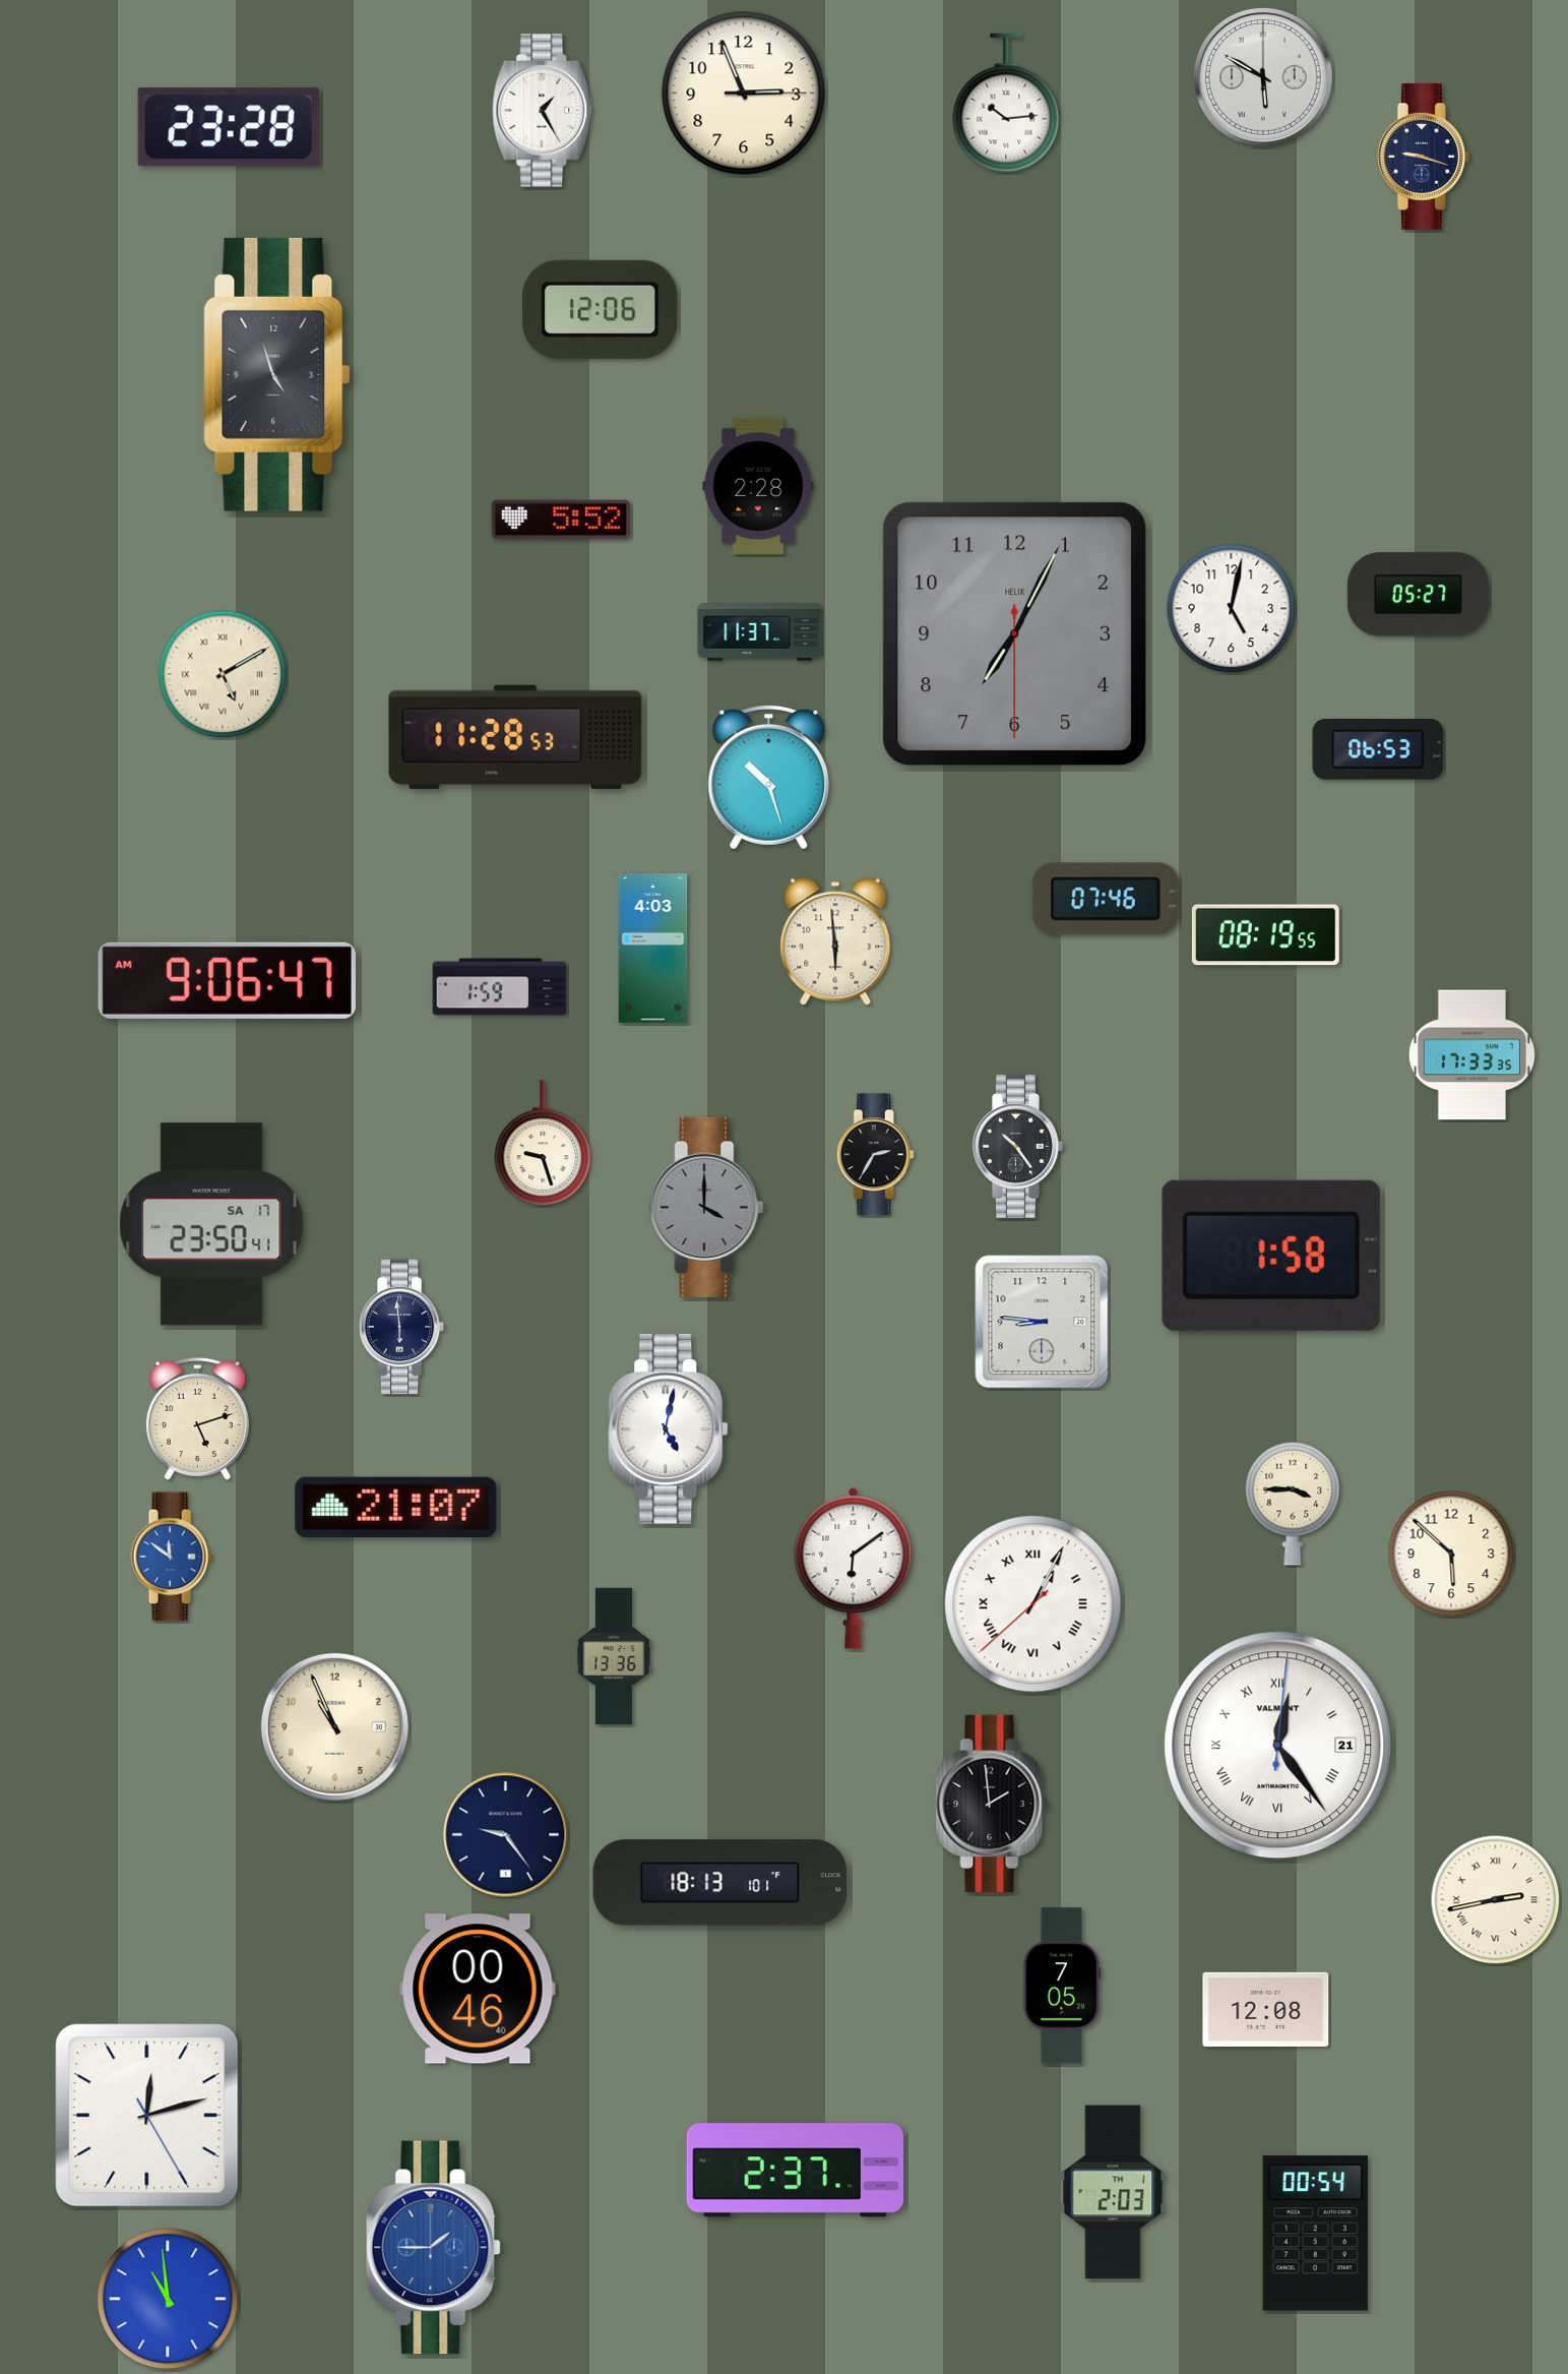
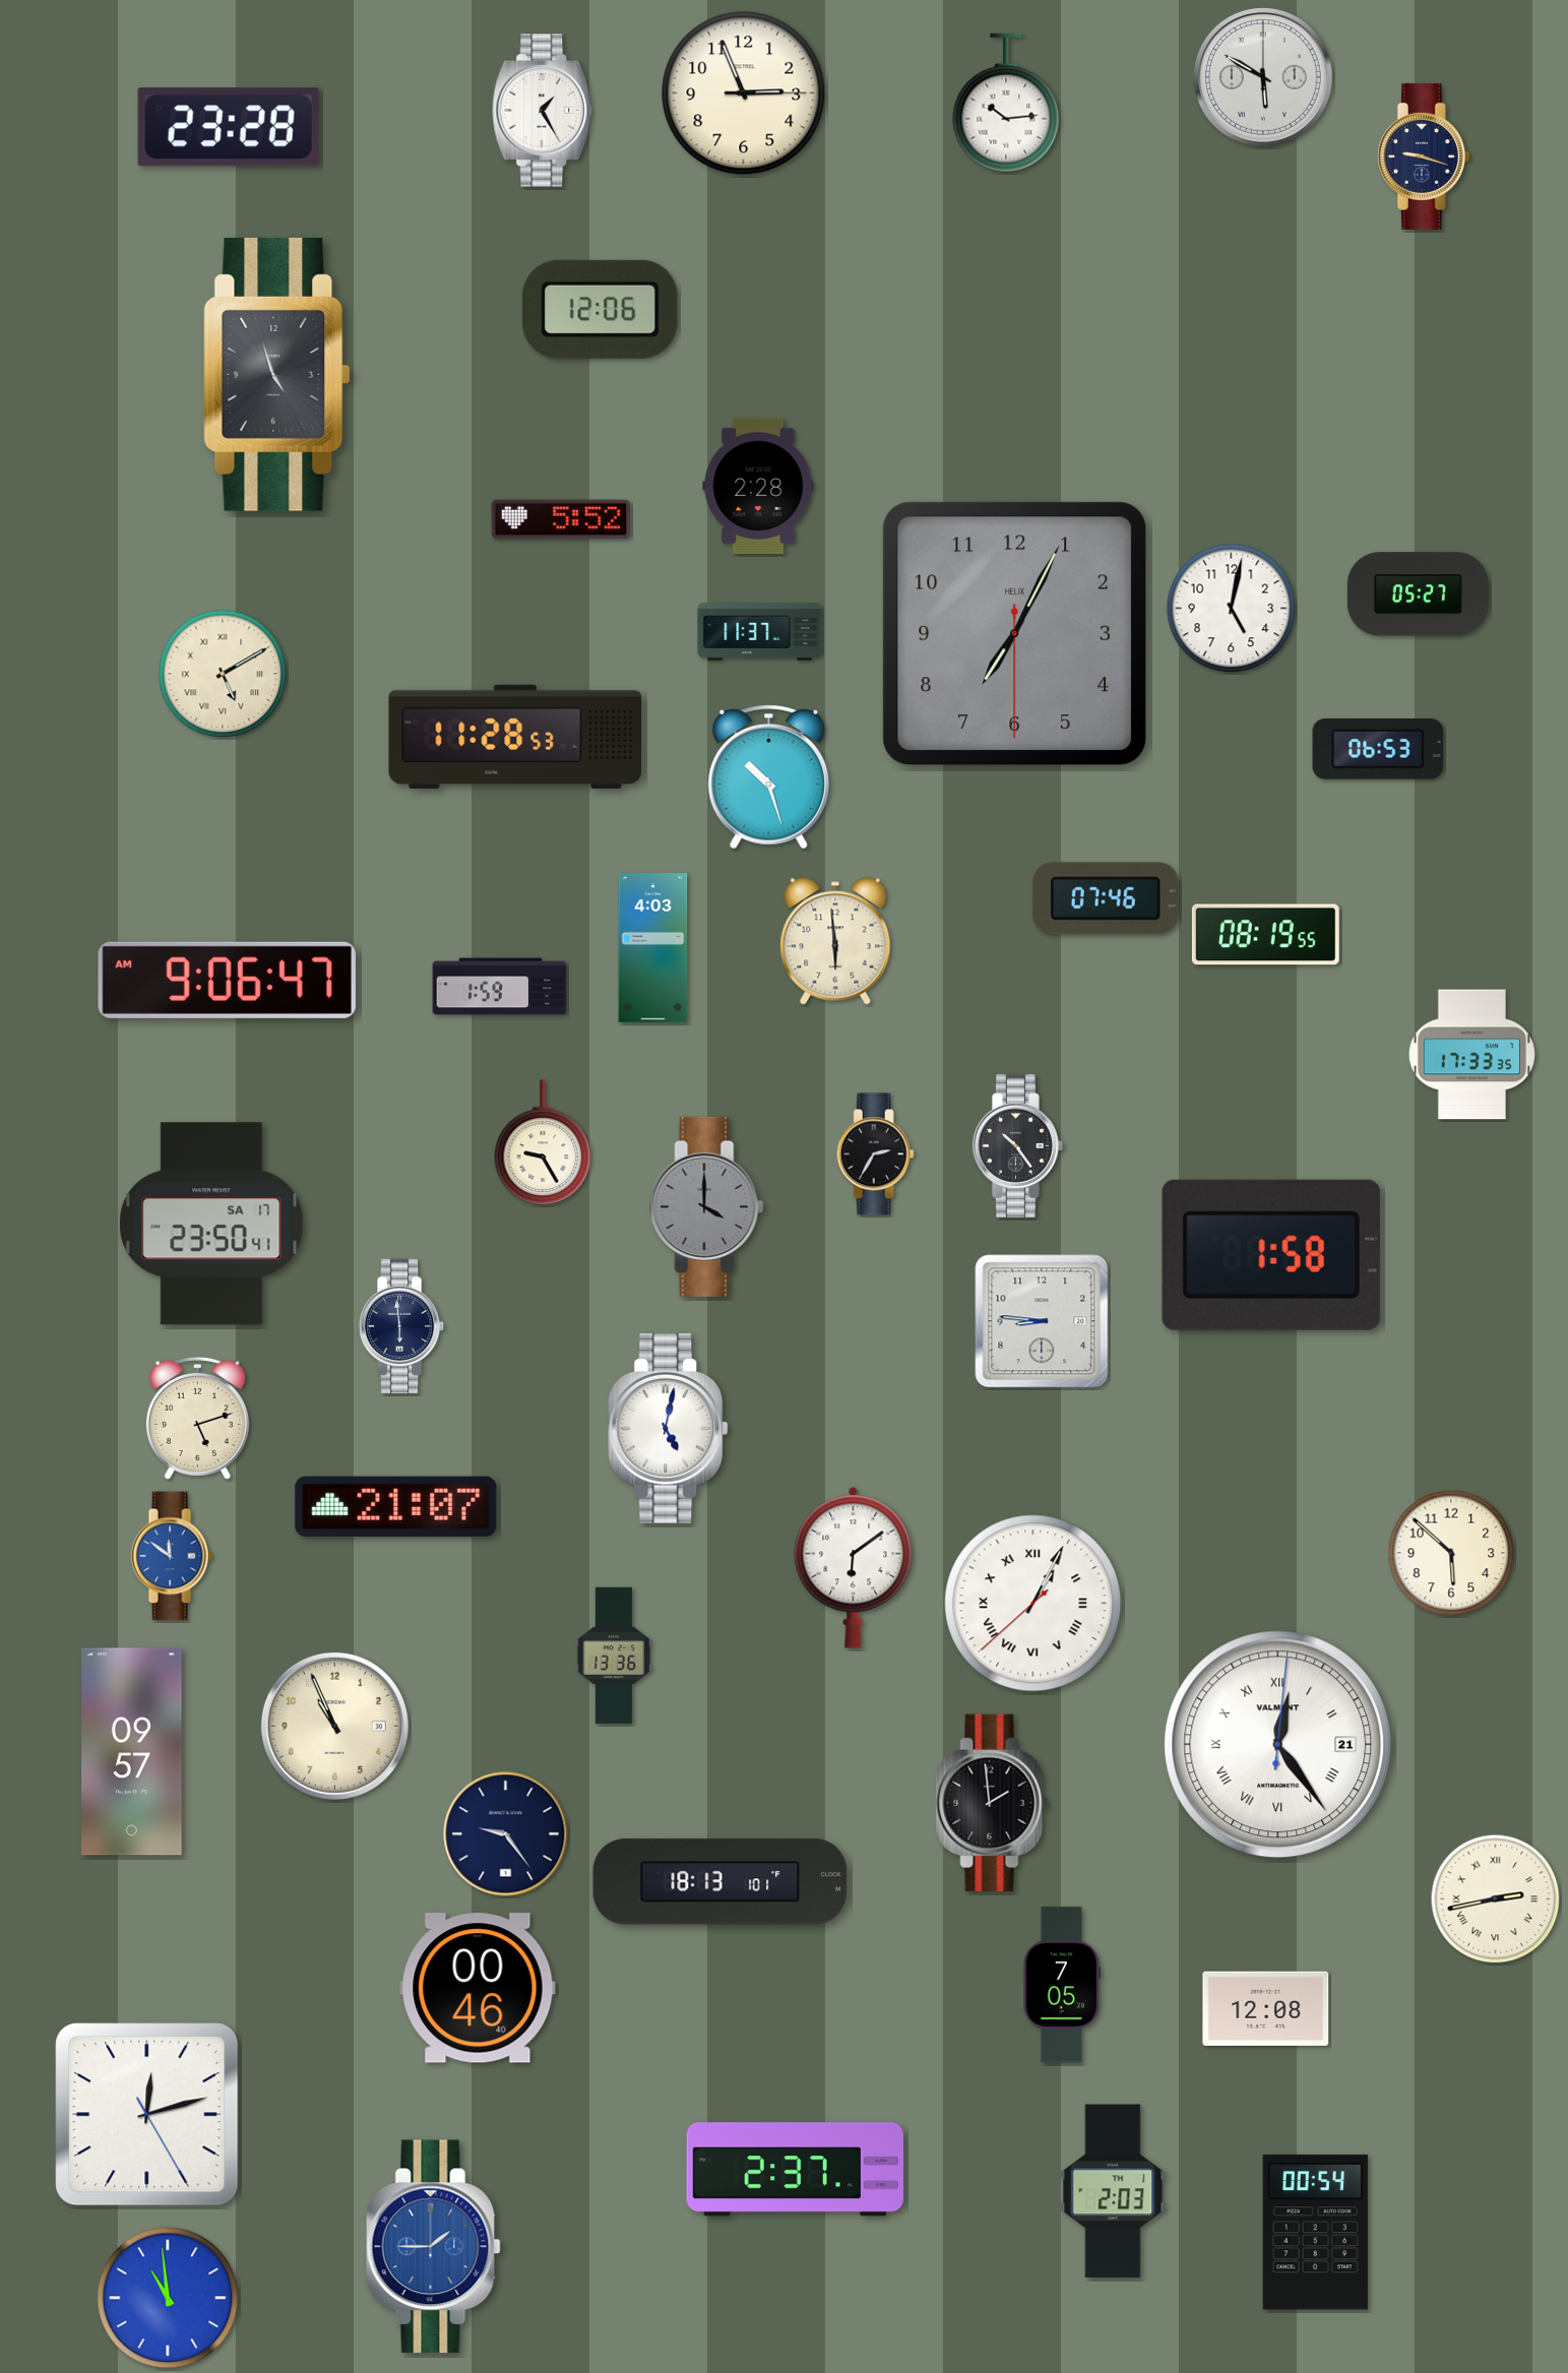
clock at (543, 1143): 9:27 -> 9:25
clock at (1293, 1504): 3:45 -> none
clock at (132, 1752): none -> 09:57
